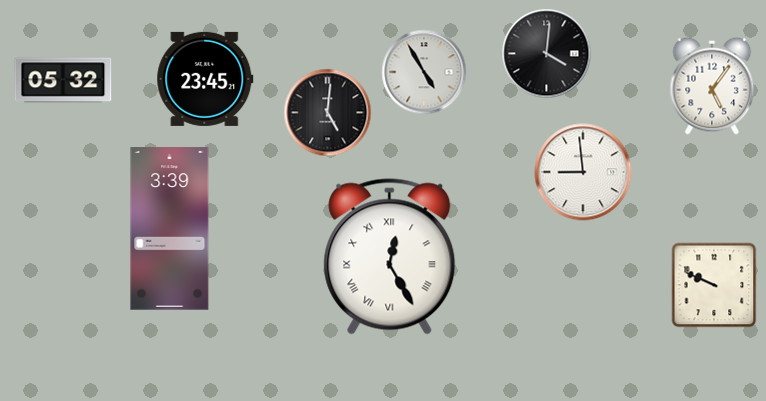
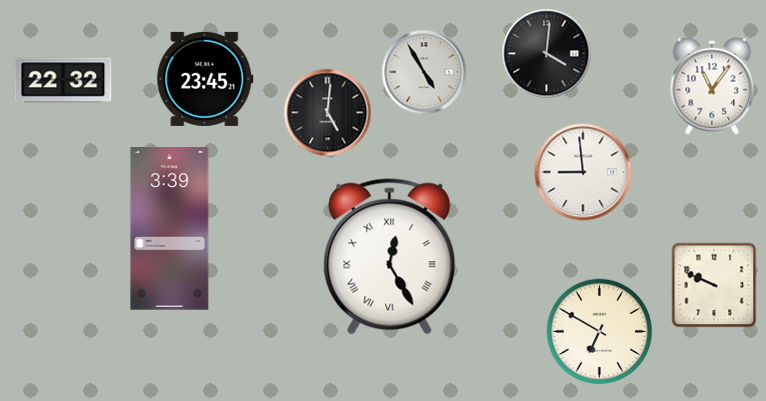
clock at (63, 80): 05:32 -> 22:32
clock at (712, 86): 5:06 -> 11:06
clock at (600, 332): none -> 6:50
